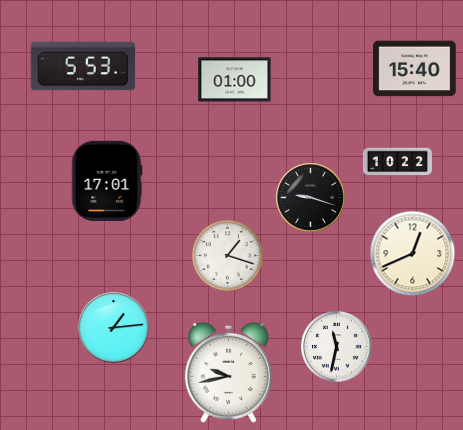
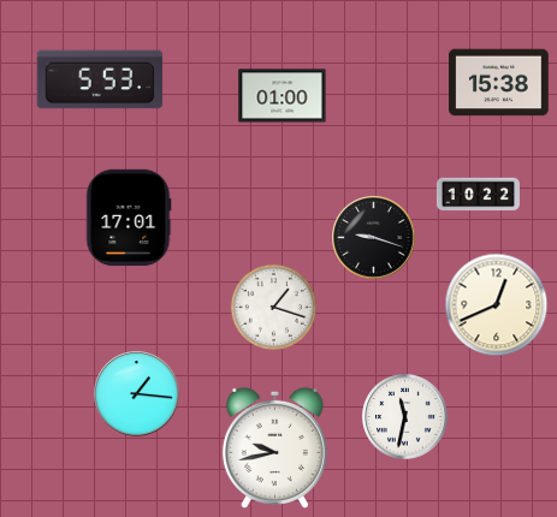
clock at (415, 69): 15:40 -> 15:38
clock at (114, 328): 1:14 -> 1:16
